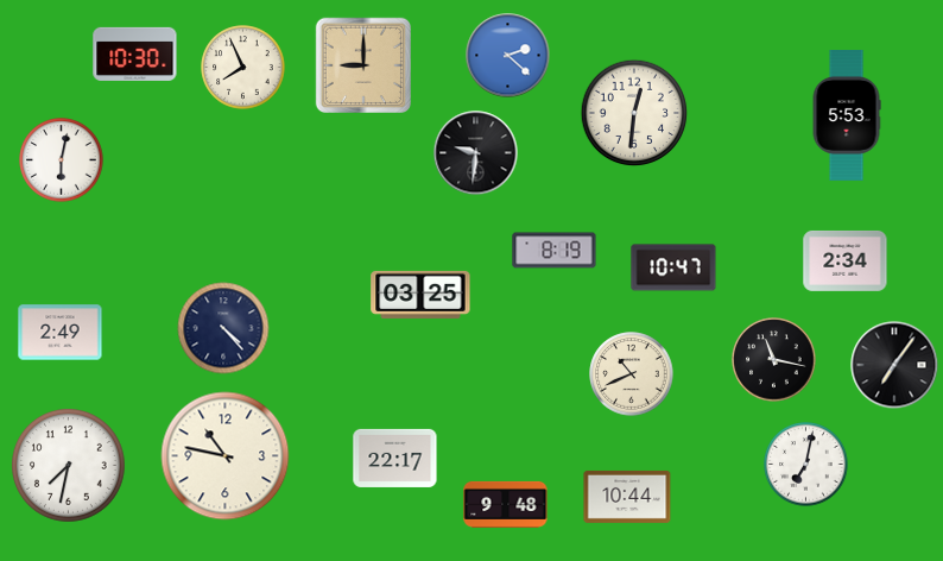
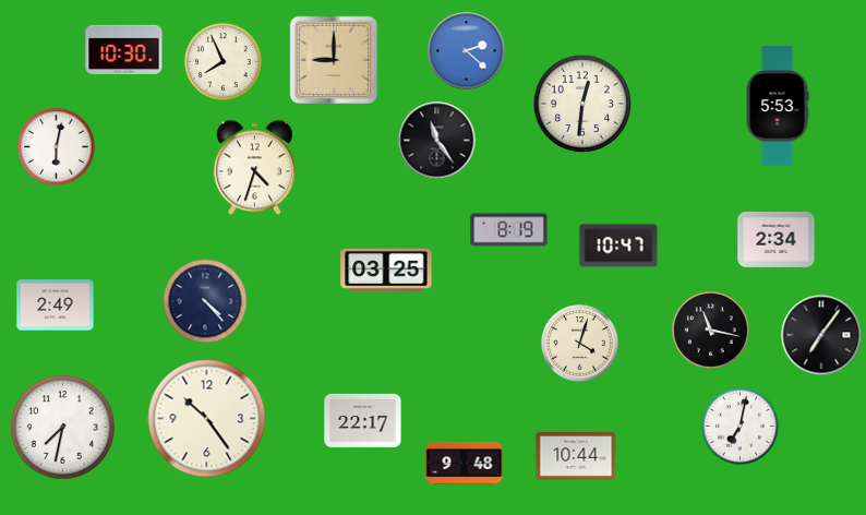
clock at (476, 153): 9:31 -> 11:24
clock at (254, 168): none -> 4:33
clock at (632, 374): 10:41 -> 4:03
clock at (226, 456): 10:47 -> 10:24
